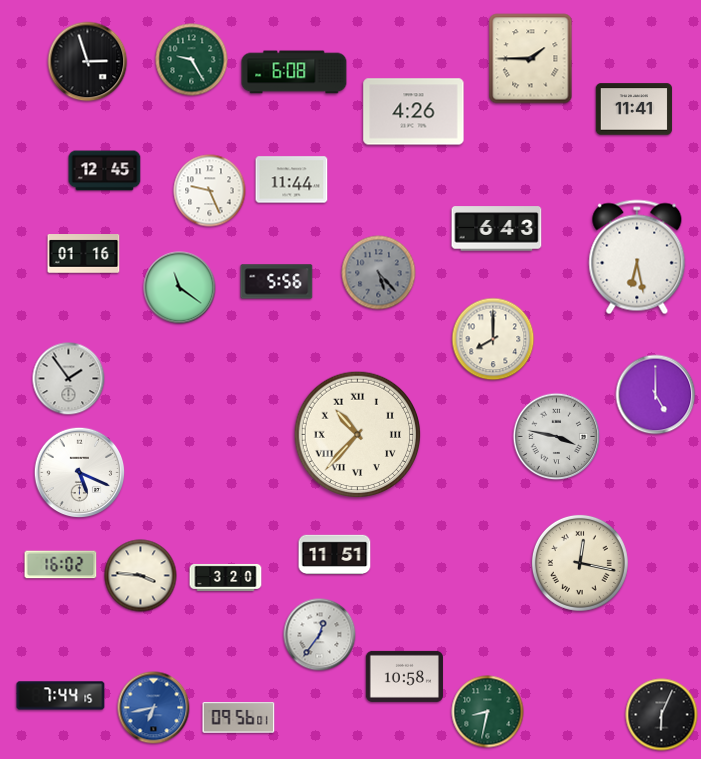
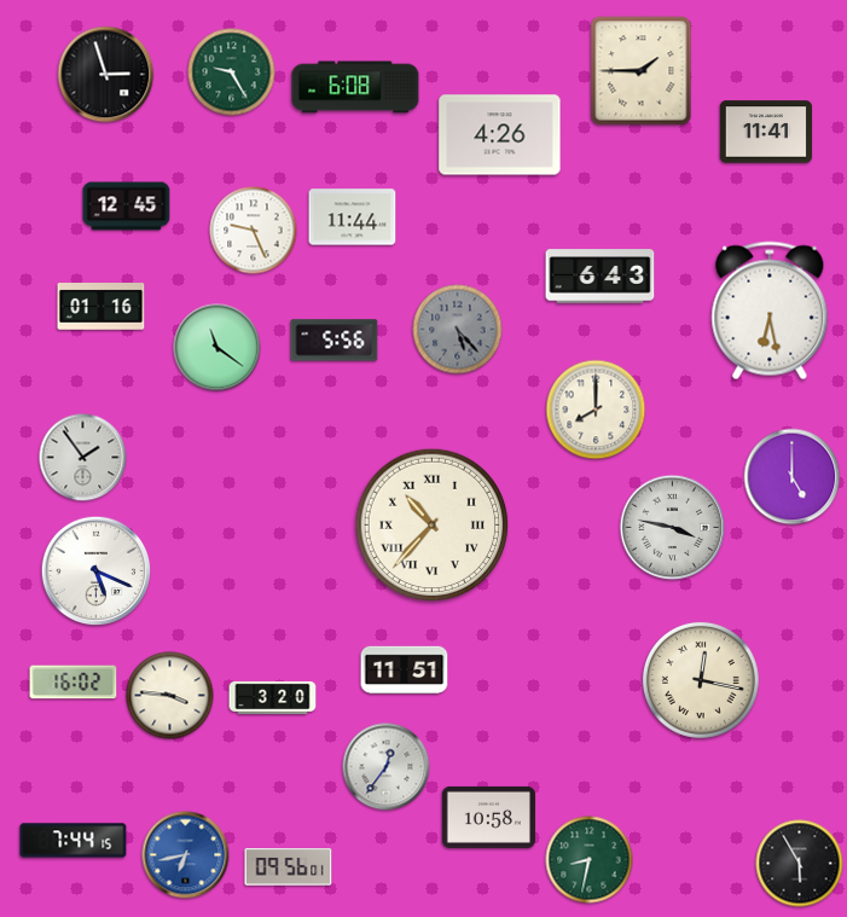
clock at (662, 715): 6:04 -> 5:55
